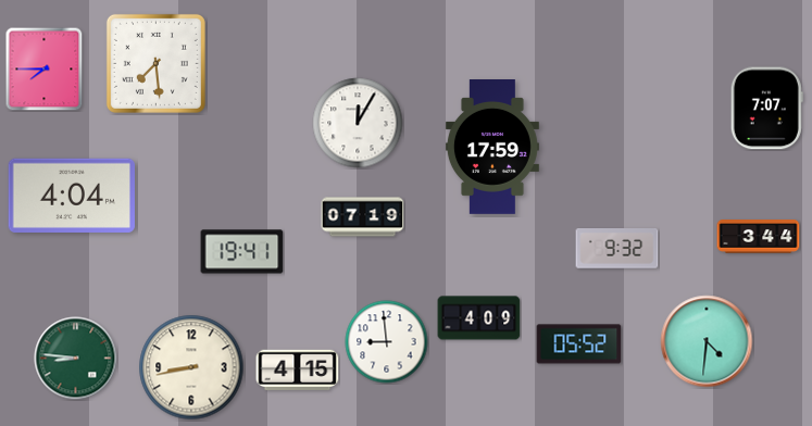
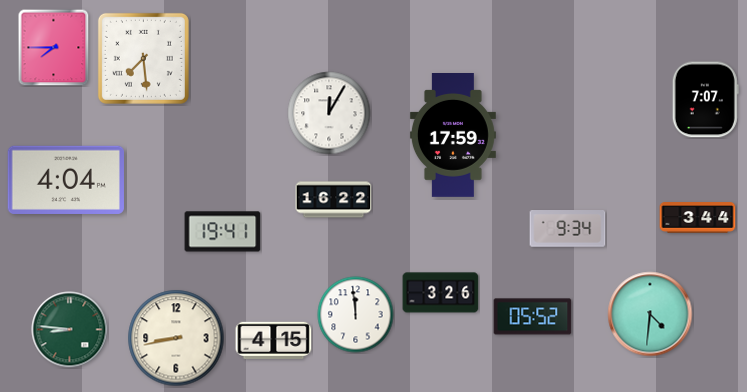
clock at (45, 68) position: (45, 68) -> (54, 47)
clock at (363, 217): 07:19 -> 16:22
clock at (617, 249): 9:32 -> 9:34
clock at (479, 318): 4:09 -> 3:26
clock at (387, 342): 8:59 -> 11:59
